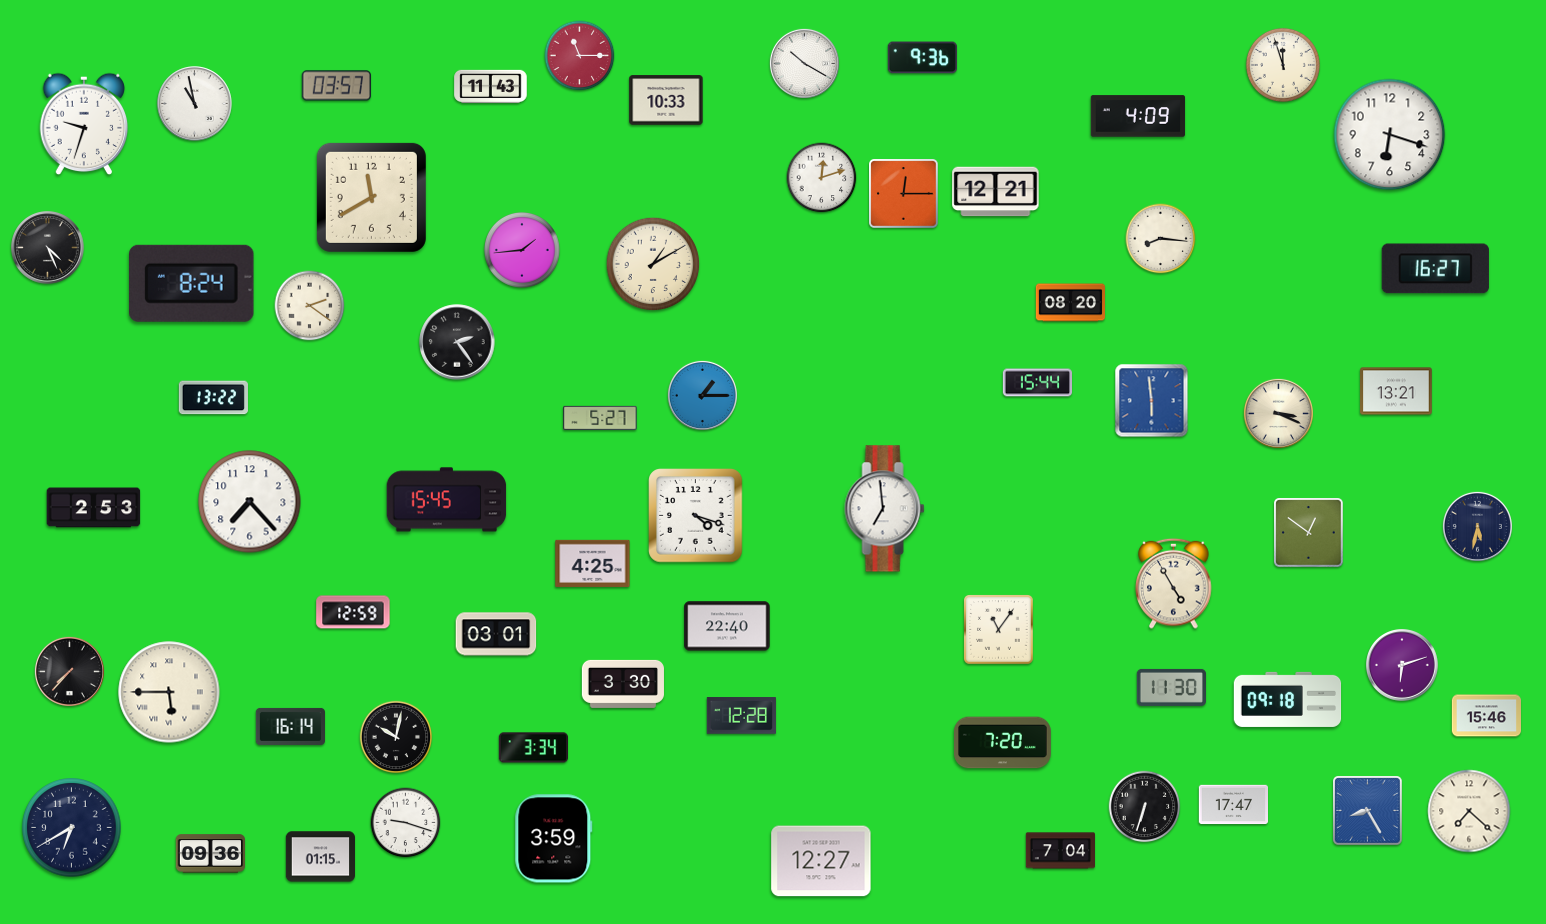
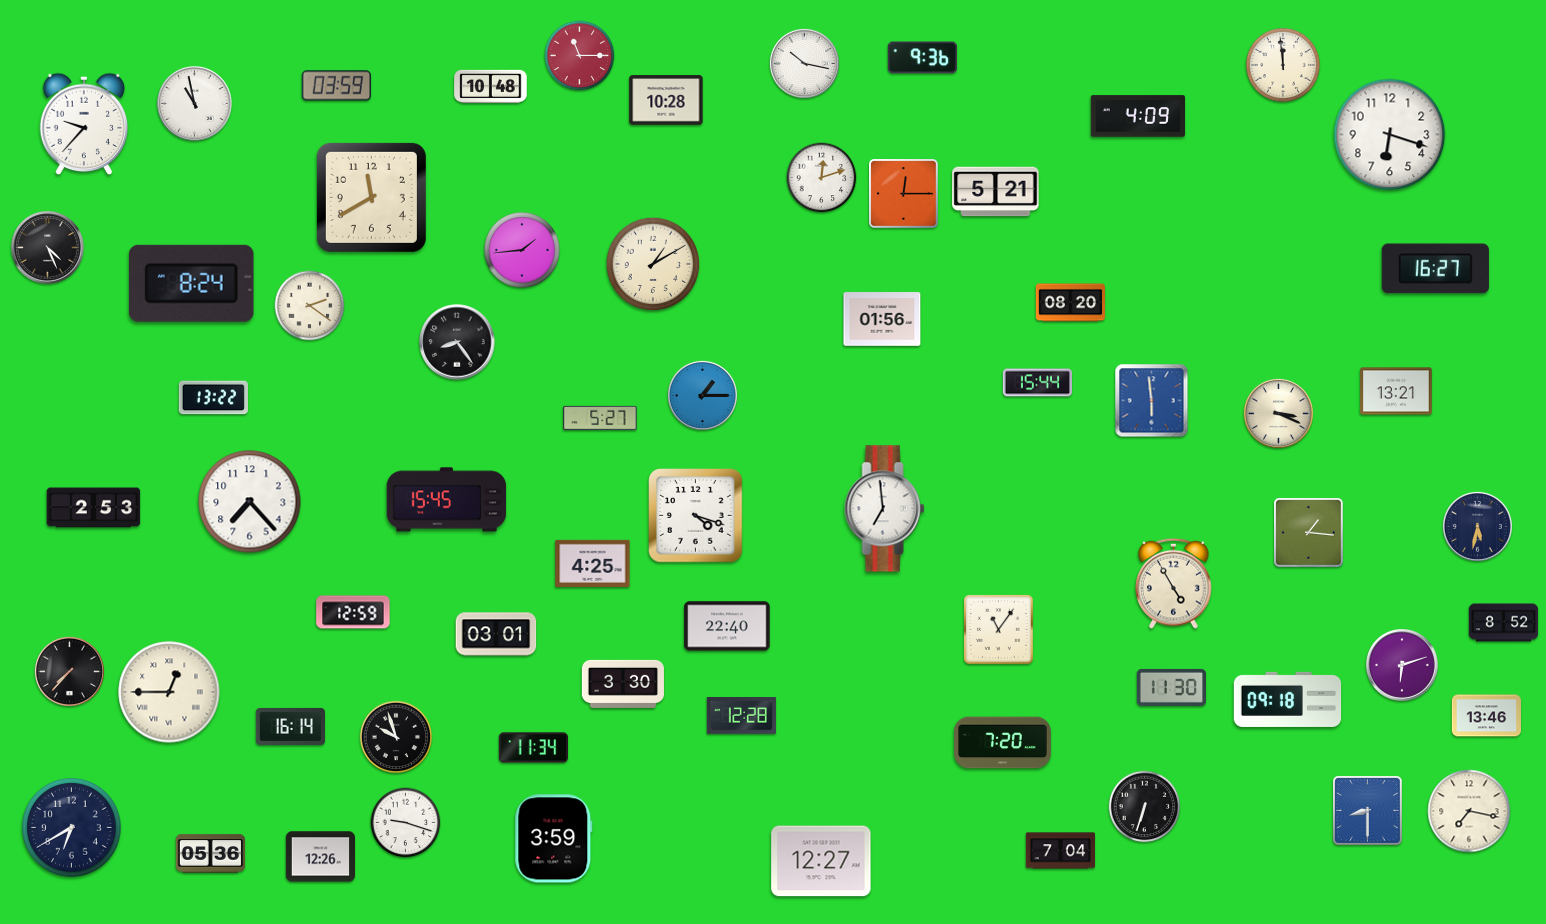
clock at (804, 63): 10:20 -> 10:17
clock at (1283, 65): 11:57 -> 11:59
clock at (336, 86): 03:57 -> 03:59
clock at (491, 87): 11:43 -> 10:48
clock at (666, 100): 10:33 -> 10:28
clock at (84, 124): 9:33 -> 9:37
clock at (996, 192): 12:21 -> 5:21
clock at (1161, 239): 8:16 -> none
clock at (882, 319): none -> 01:56
clock at (457, 342): 2:24 -> 8:24
clock at (1309, 533): 12:51 -> 1:16
clock at (1504, 623): none -> 8:52
clock at (169, 692): 5:45 -> 12:45
clock at (1486, 716): 15:46 -> 13:46
clock at (396, 737): 10:02 -> 9:57
clock at (533, 748): 3:34 -> 11:34
clock at (1233, 805): 17:47 -> none
clock at (1368, 811): 8:25 -> 8:30
clock at (1469, 811): 7:22 -> 7:17
clock at (210, 854): 09:36 -> 05:36
clock at (320, 857): 01:15 -> 12:26
